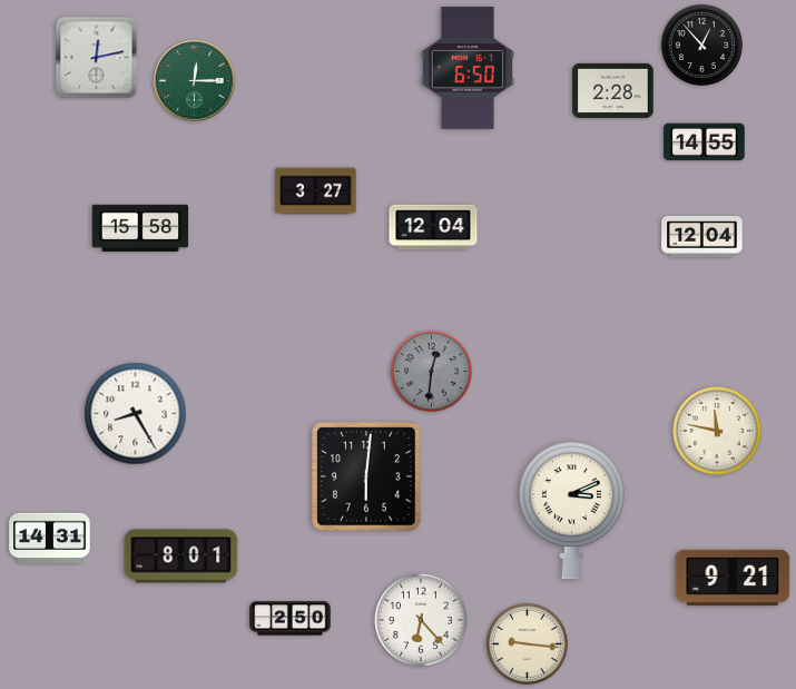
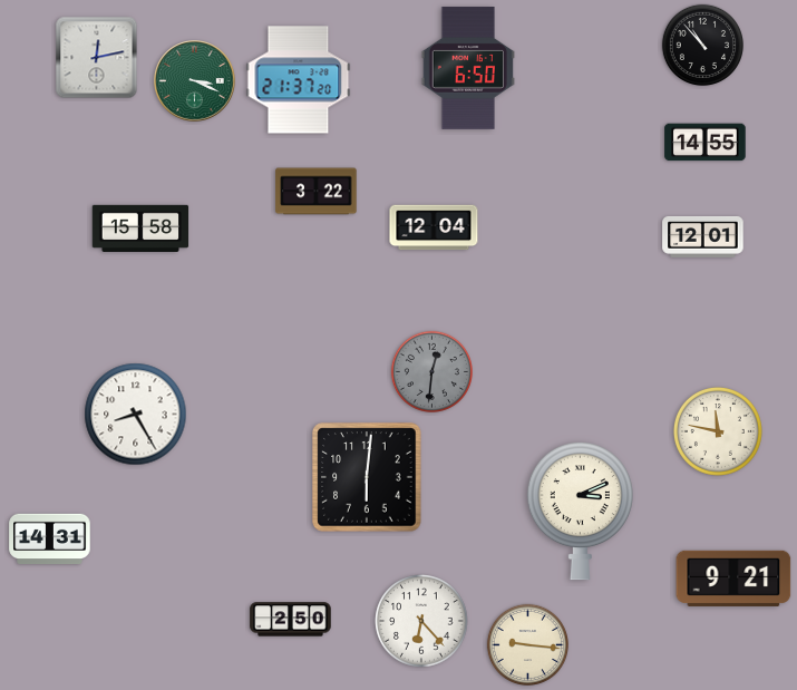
clock at (701, 45): 12:53 -> 10:53
clock at (299, 80): none -> 21:37
clock at (195, 81): 12:15 -> 3:19
clock at (613, 90): 2:28 -> none
clock at (316, 191): 3:27 -> 3:22
clock at (702, 236): 12:04 -> 12:01
clock at (571, 510) position: (571, 510) -> (580, 511)
clock at (181, 557): 8:01 -> none
